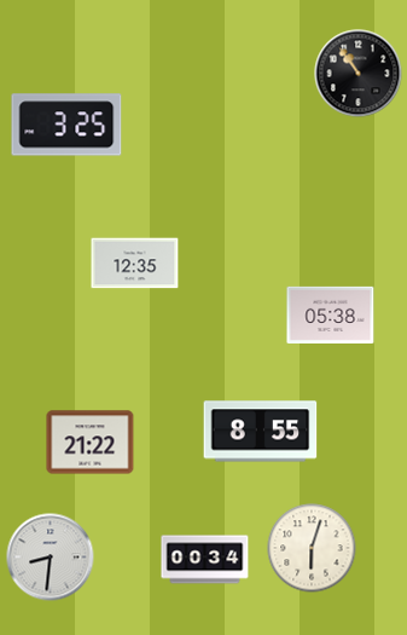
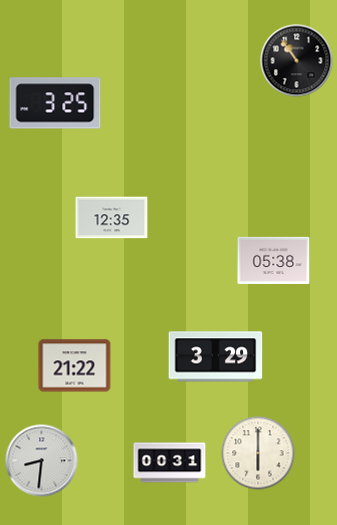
clock at (261, 432): 8:55 -> 3:29
clock at (312, 548): 6:03 -> 6:00
clock at (205, 560): 00:34 -> 00:31
